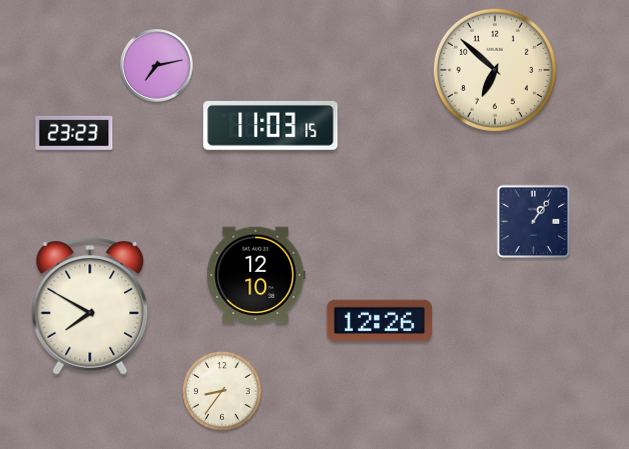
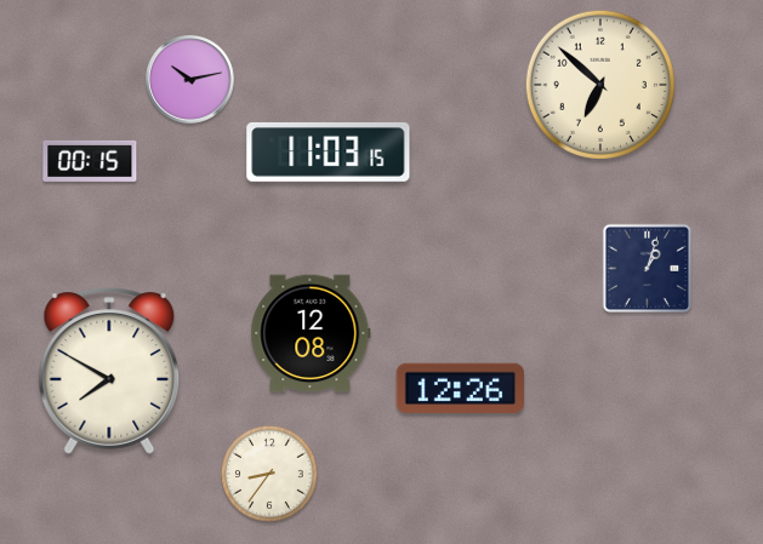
clock at (157, 66): 7:13 -> 10:13
clock at (74, 133): 23:23 -> 00:15
clock at (534, 222): 1:06 -> 1:03
clock at (256, 275): 12:10 -> 12:08
